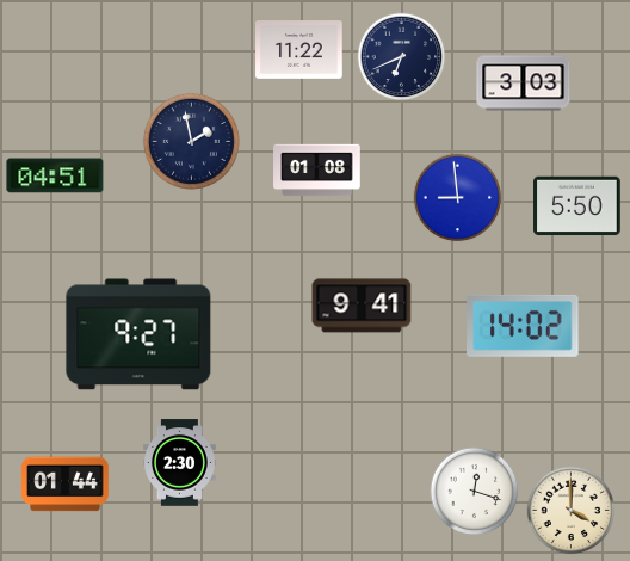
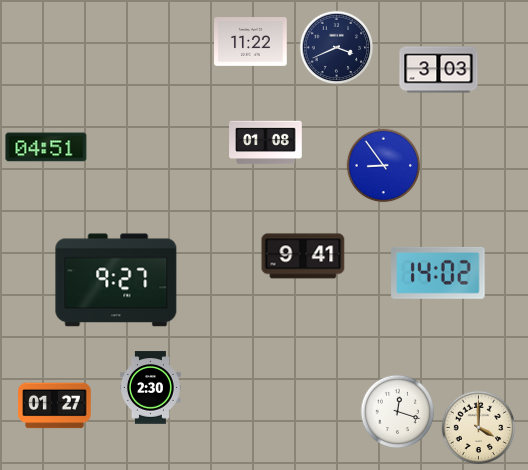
clock at (402, 57): 6:41 -> 3:41
clock at (191, 141): 1:58 -> none
clock at (458, 198): 8:59 -> 8:54
clock at (577, 206): 5:50 -> none
clock at (66, 485): 01:44 -> 01:27
